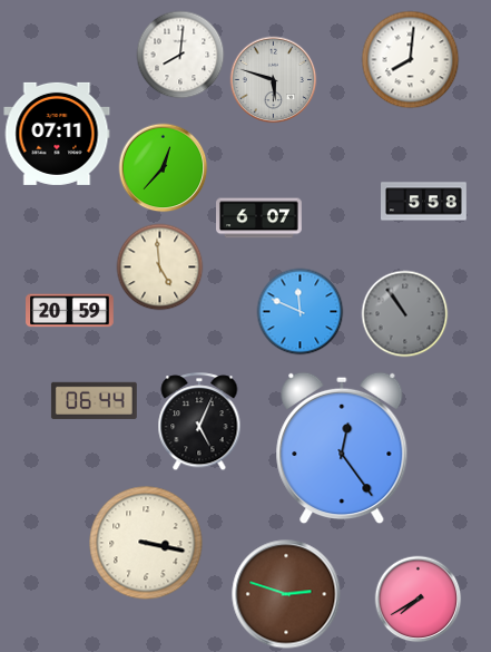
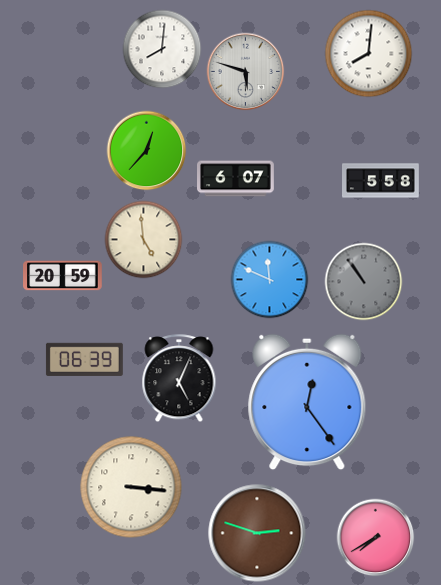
clock at (57, 134): 07:11 -> none
clock at (259, 218) position: (259, 218) -> (236, 179)
clock at (70, 311) position: (70, 311) -> (63, 276)
clock at (94, 400): 06:44 -> 06:39
clock at (146, 543): 3:17 -> 3:16
